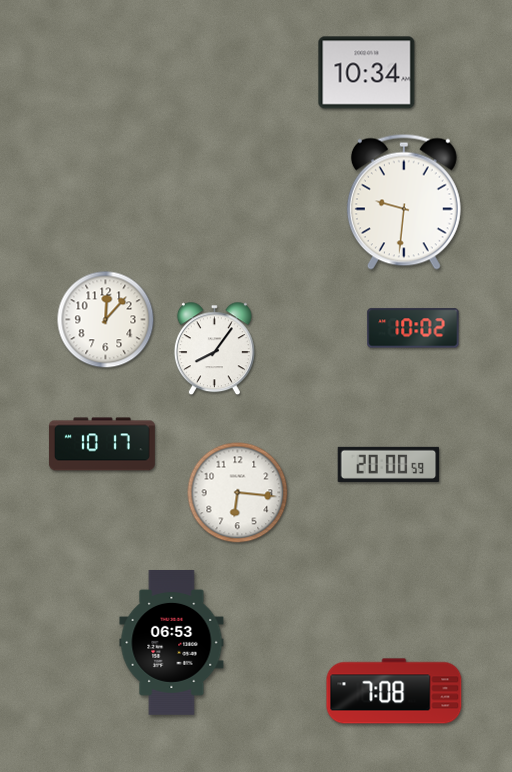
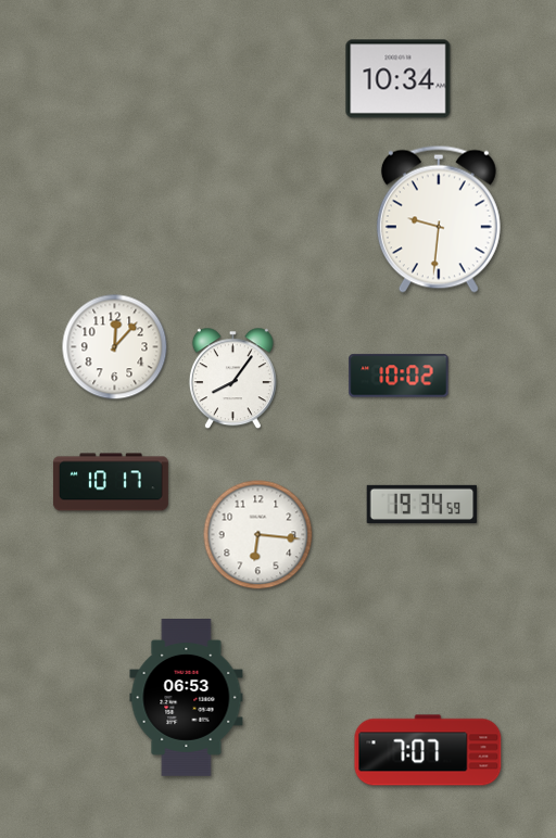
clock at (413, 328) position: (413, 328) -> (399, 376)
clock at (389, 464): 20:00 -> 19:34
clock at (394, 691): 7:08 -> 7:07
